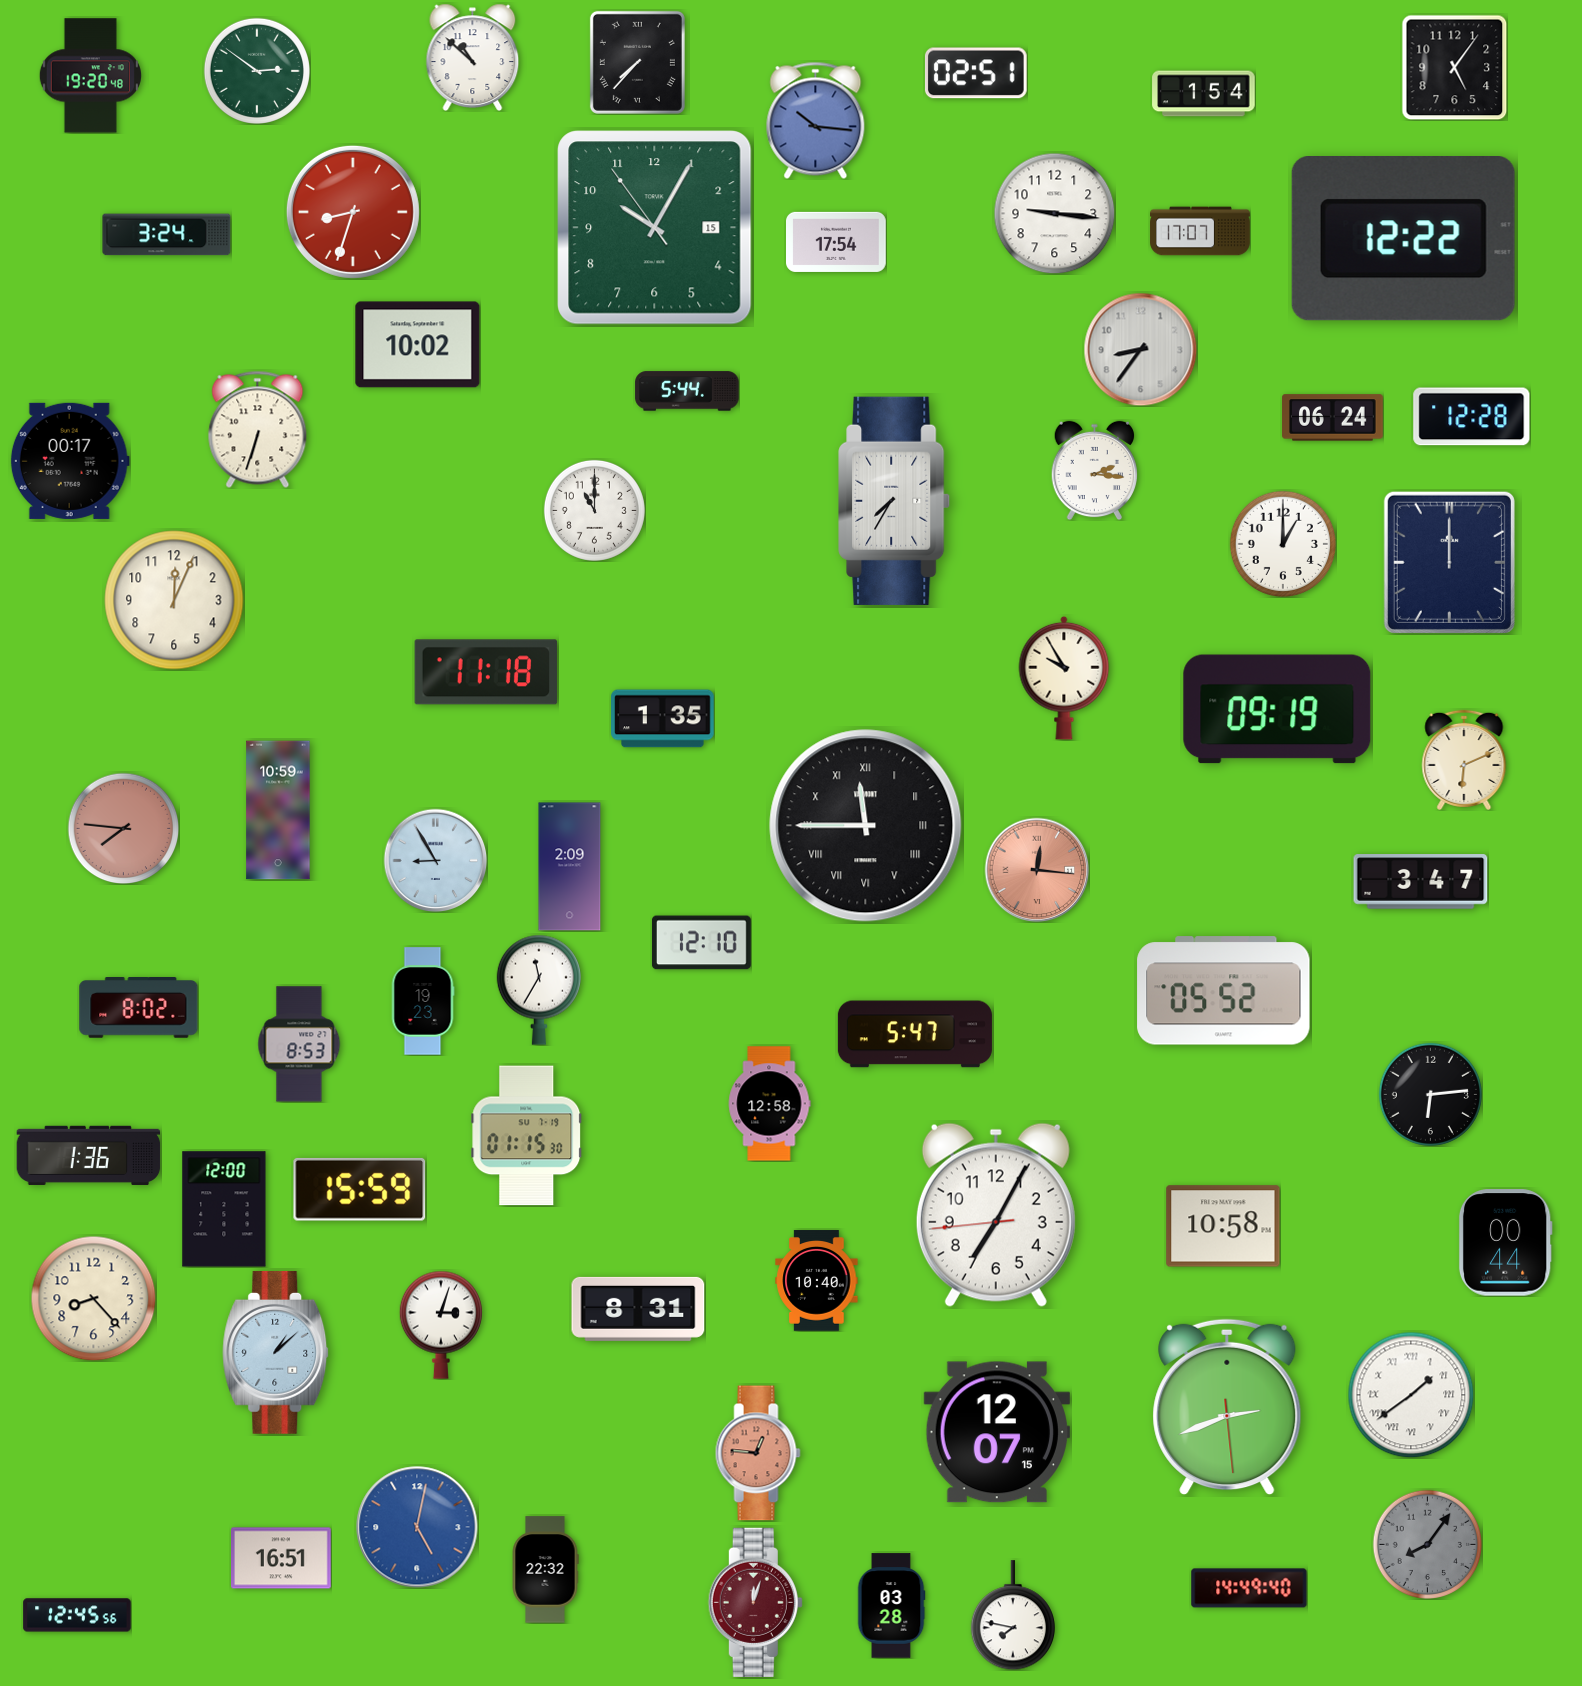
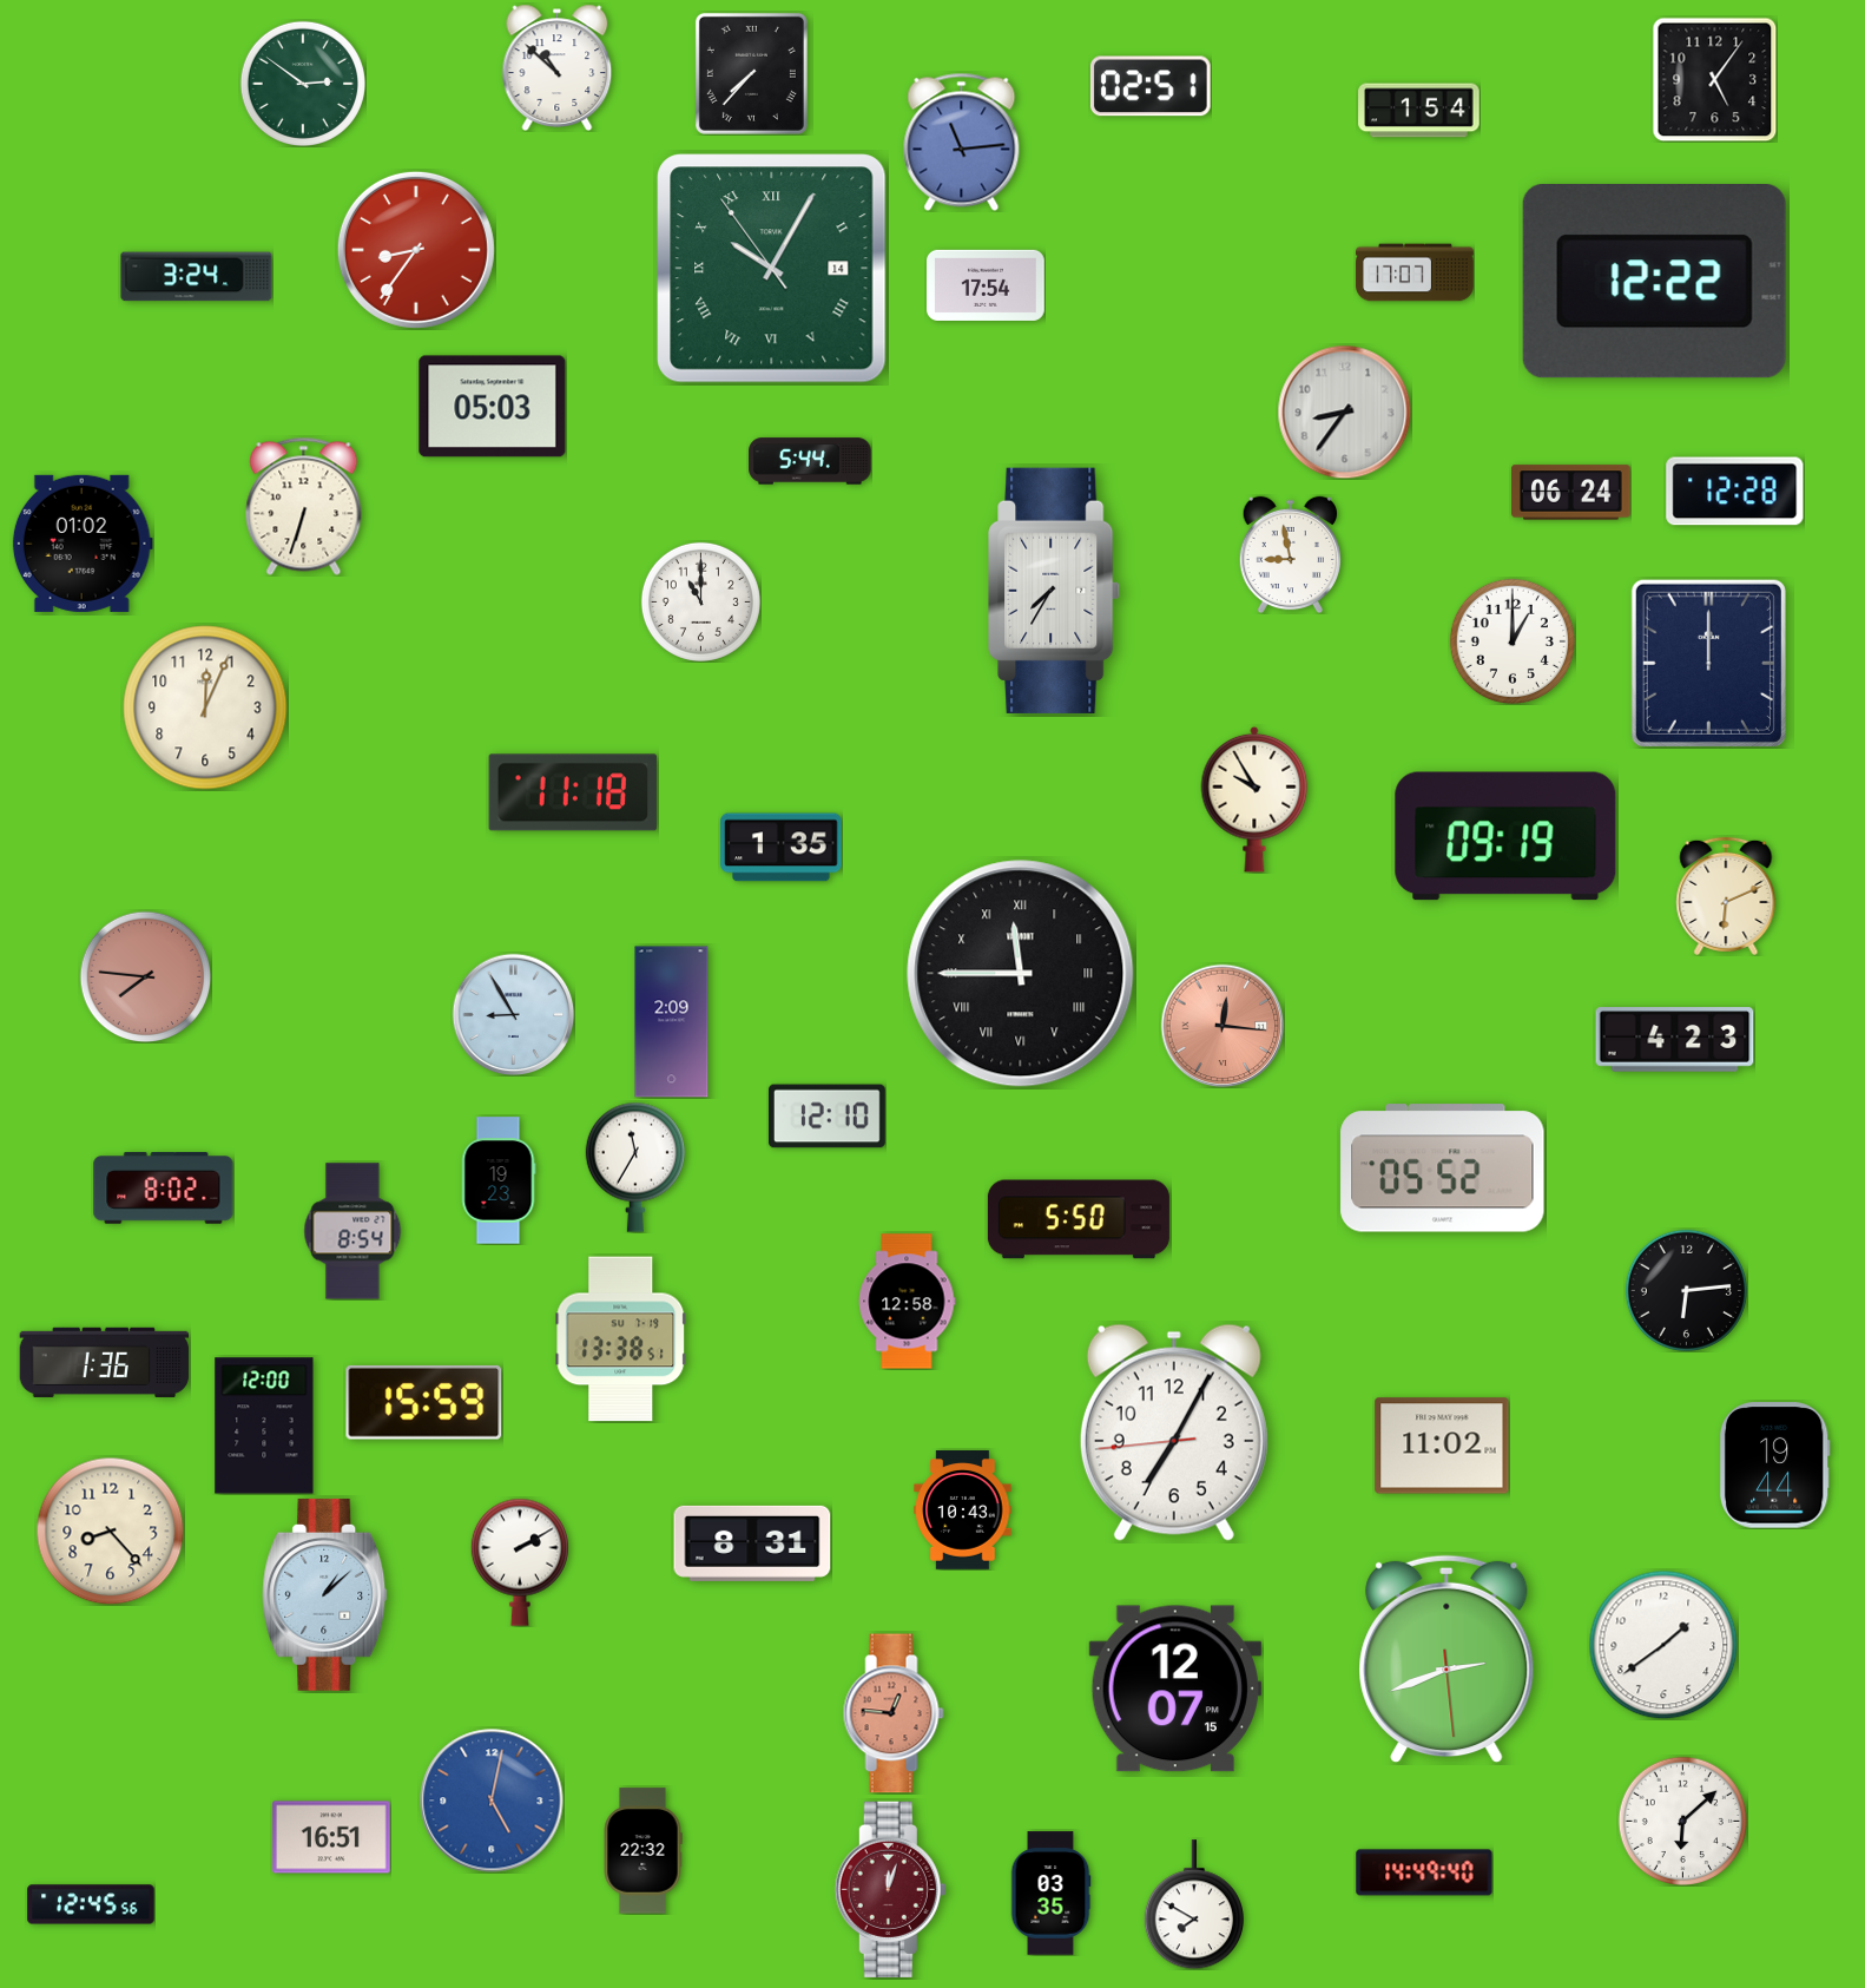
clock at (90, 76): 19:20 -> none
clock at (816, 120): 10:16 -> 11:14
clock at (353, 212): 8:33 -> 8:36
clock at (1054, 213): 9:16 -> none
clock at (655, 228) date: 15 -> 14
clock at (655, 228) numerals: Arabic -> Roman
clock at (418, 345): 10:02 -> 05:03
clock at (70, 461): 00:17 -> 01:02
clock at (1094, 470): 2:16 -> 8:58
clock at (278, 810): 10:59 -> none
clock at (1421, 882): 3:47 -> 4:23
clock at (701, 943) position: (701, 943) -> (826, 1117)
clock at (915, 1034): 5:47 -> 5:50
clock at (299, 1044): 8:53 -> 8:54
clock at (527, 1136): 01:15 -> 13:38
clock at (1223, 1226): 10:58 -> 11:02
clock at (1505, 1243): 00:44 -> 19:44
clock at (817, 1281): 10:40 -> 10:43
clock at (441, 1325): 3:03 -> 2:10
clock at (1411, 1395) numerals: Roman -> Arabic
clock at (1427, 1544): 8:06 -> 6:08
clock at (1427, 1544) dial: grey -> white
clock at (1249, 1588) position: (1249, 1588) -> (1424, 1872)
clock at (891, 1606): 03:28 -> 03:35
clock at (1012, 1615): 7:47 -> 7:50
